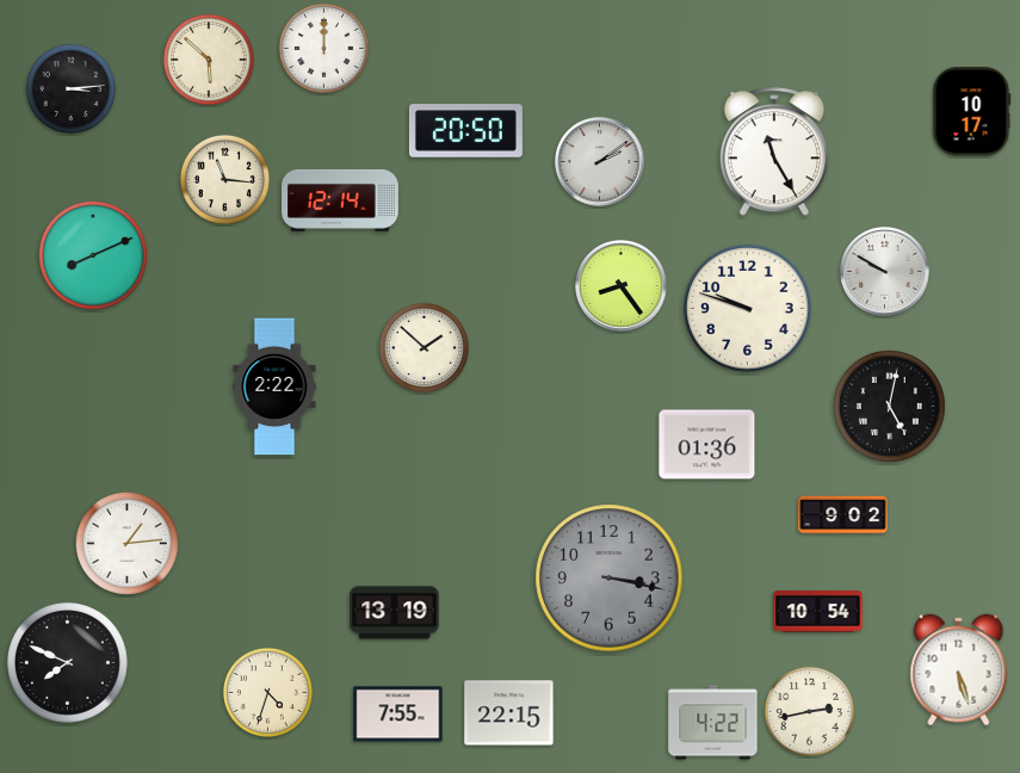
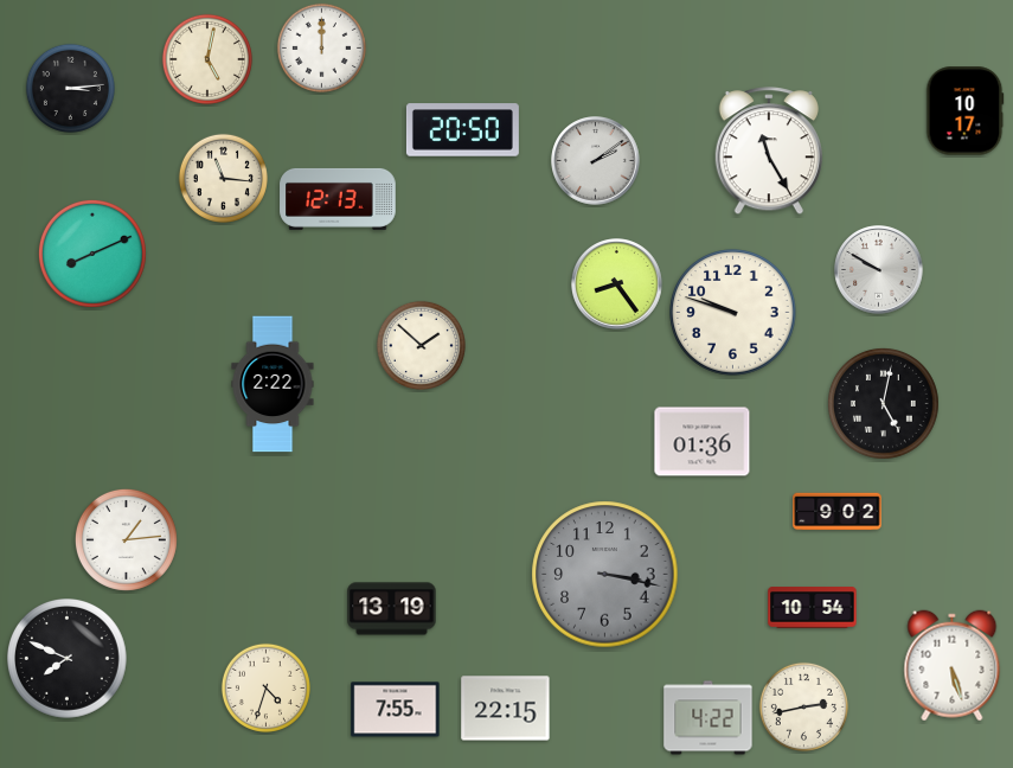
clock at (209, 60): 5:52 -> 5:02
clock at (340, 200): 12:14 -> 12:13
clock at (748, 309) position: (748, 309) -> (733, 313)
